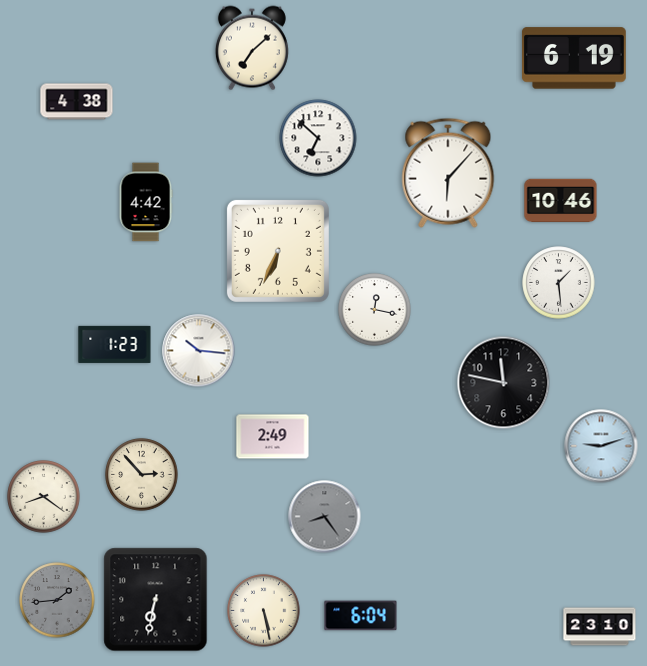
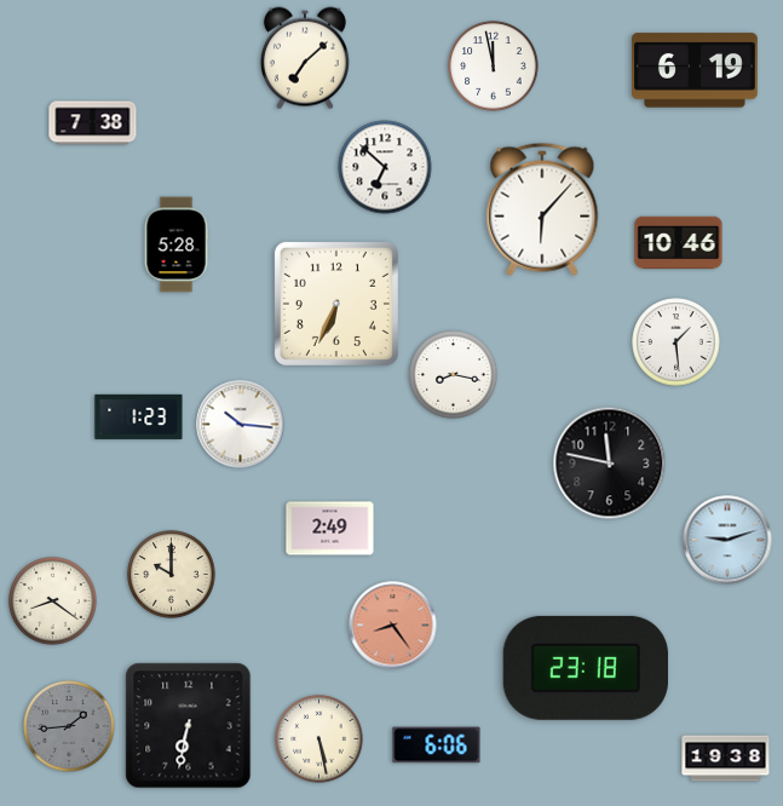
clock at (494, 67): none -> 11:58
clock at (77, 102): 4:38 -> 7:38
clock at (146, 202): 4:42 -> 5:28
clock at (375, 310): 12:17 -> 8:17
clock at (142, 475): 2:53 -> 10:00
clock at (325, 517) dial: grey -> salmon
clock at (586, 668): none -> 23:18
clock at (361, 616): 6:04 -> 6:06
clock at (600, 627): 23:10 -> 19:38
